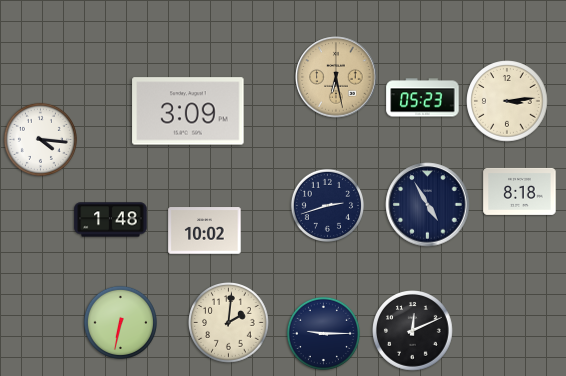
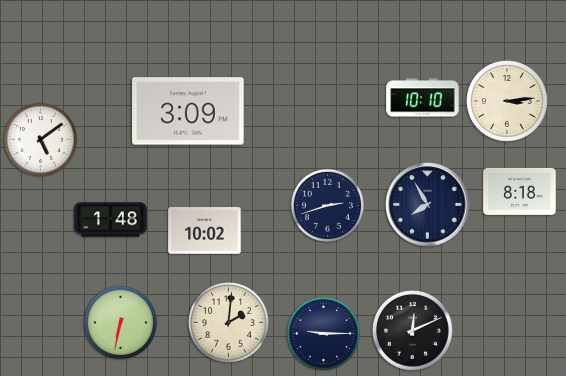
clock at (336, 77): 6:28 -> none
clock at (423, 98): 05:23 -> 10:10
clock at (40, 139): 4:16 -> 5:09
clock at (428, 205): 4:55 -> 7:55
